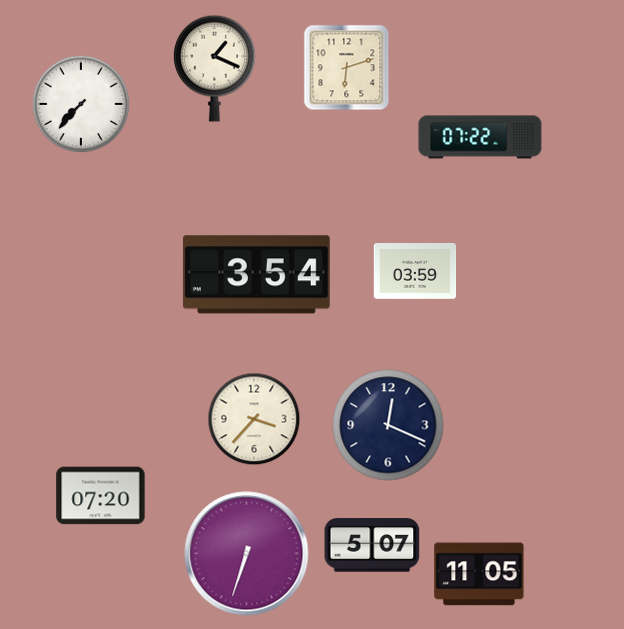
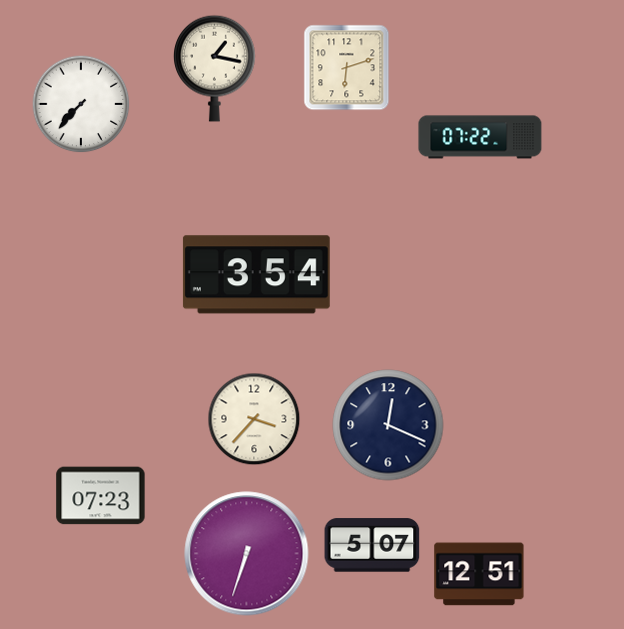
clock at (215, 68): 1:19 -> 1:17
clock at (415, 272): 03:59 -> none
clock at (101, 496): 07:20 -> 07:23
clock at (479, 574): 11:05 -> 12:51
